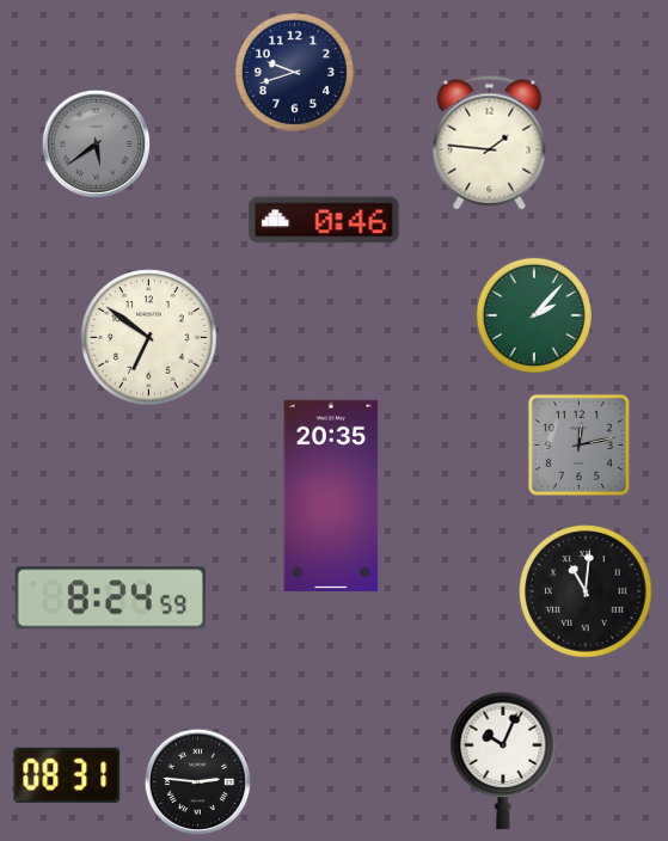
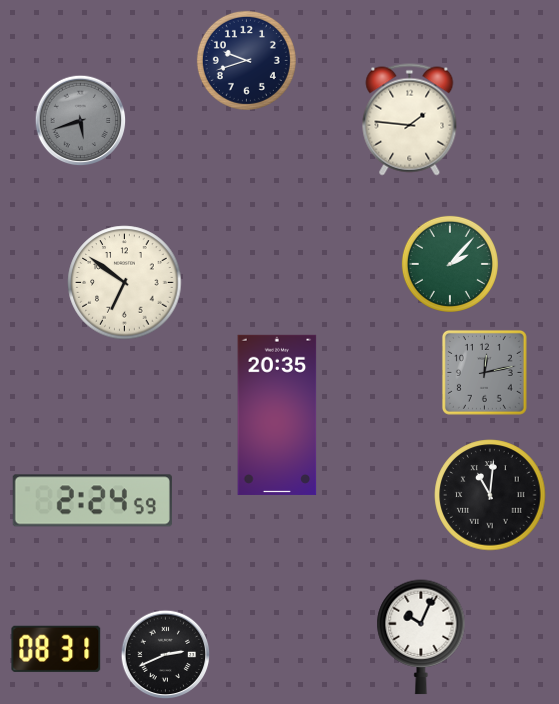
clock at (97, 145): 5:39 -> 5:42
clock at (324, 220): 0:46 -> none
clock at (534, 315) position: (534, 315) -> (450, 264)
clock at (110, 598): 8:24 -> 2:24
clock at (198, 782): 2:46 -> 2:41
